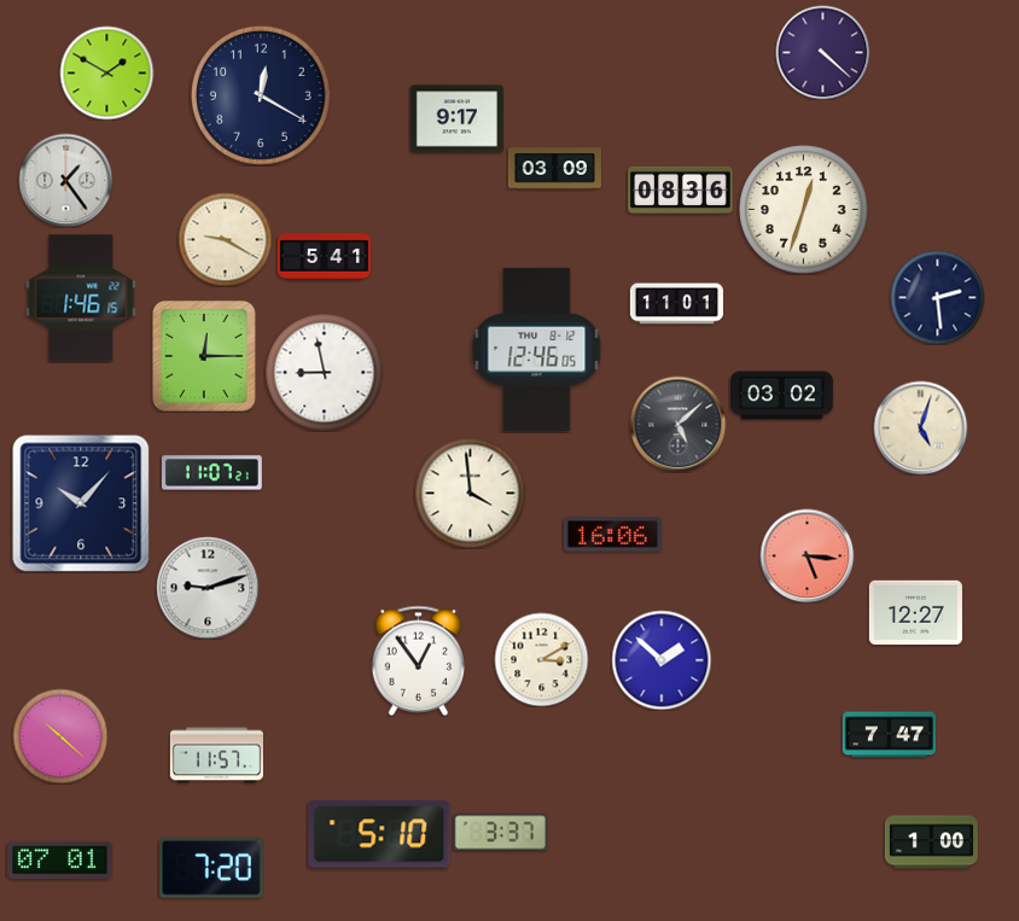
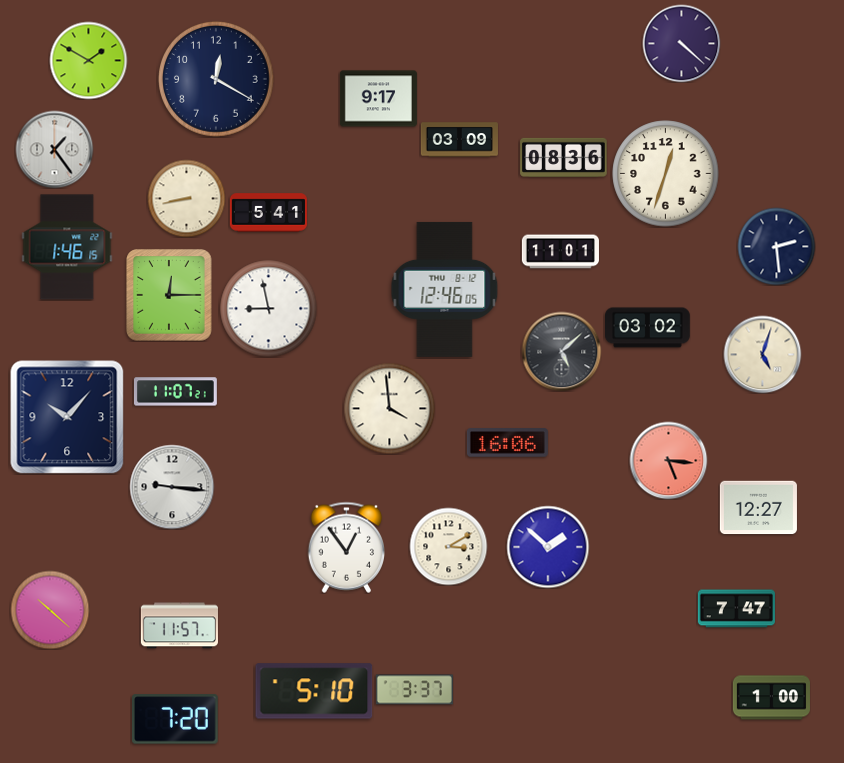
clock at (225, 239): 9:20 -> 8:43
clock at (208, 588): 9:12 -> 9:16
clock at (60, 861): 07:01 -> none
